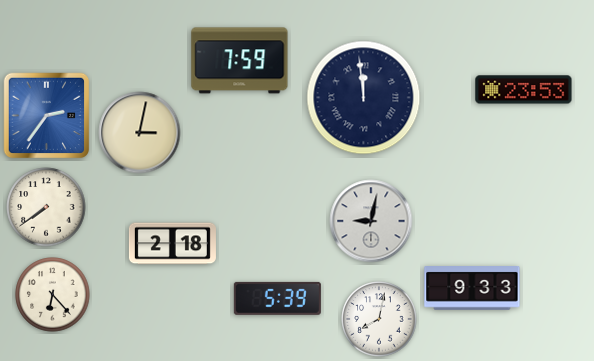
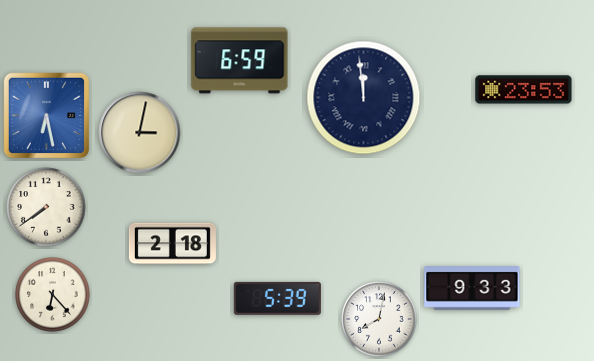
clock at (240, 61): 7:59 -> 6:59
clock at (47, 116): 2:36 -> 6:28
clock at (371, 221): 9:02 -> none
